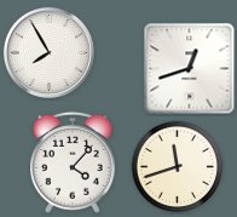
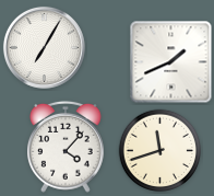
clock at (48, 52): 7:55 -> 7:05
clock at (190, 69): 12:42 -> 1:41
